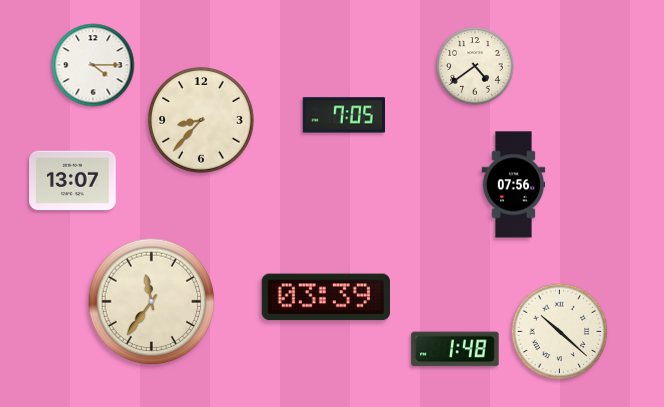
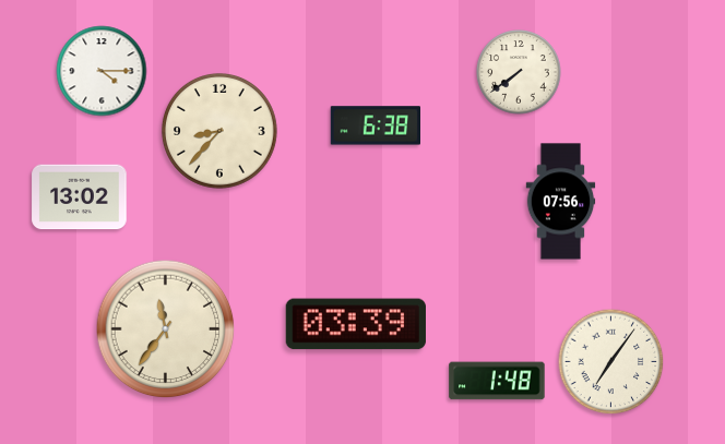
clock at (475, 66): 4:39 -> 7:39
clock at (343, 115): 7:05 -> 6:38
clock at (73, 181): 13:07 -> 13:02
clock at (560, 332): 10:22 -> 7:06
